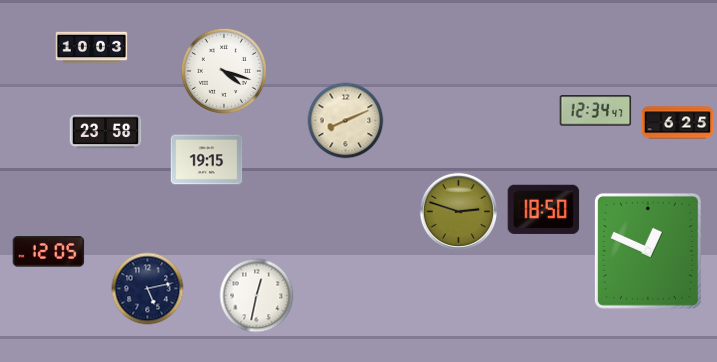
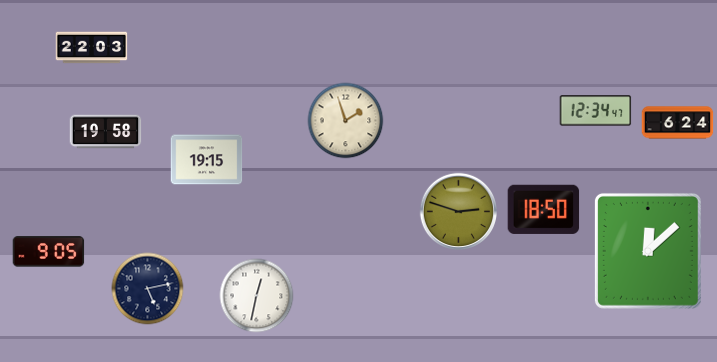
clock at (92, 48): 10:03 -> 22:03
clock at (224, 71): 4:18 -> none
clock at (346, 121): 8:11 -> 1:57
clock at (678, 123): 6:25 -> 6:24
clock at (106, 132): 23:58 -> 19:58
clock at (648, 251): 12:49 -> 12:08
clock at (49, 252): 12:05 -> 9:05
